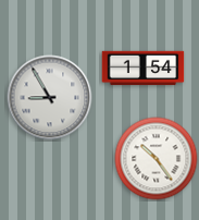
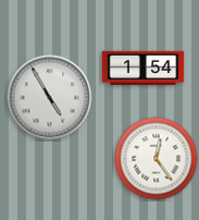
clock at (50, 98): 8:55 -> 4:55
clock at (157, 159): 10:24 -> 12:24
